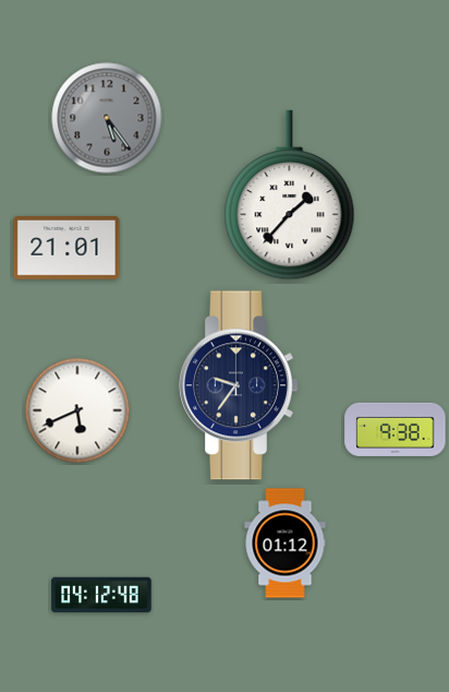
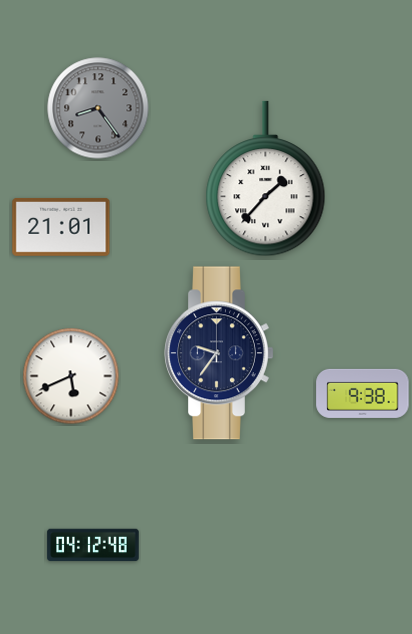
clock at (107, 118): 5:24 -> 8:24
clock at (286, 544): 01:12 -> none
